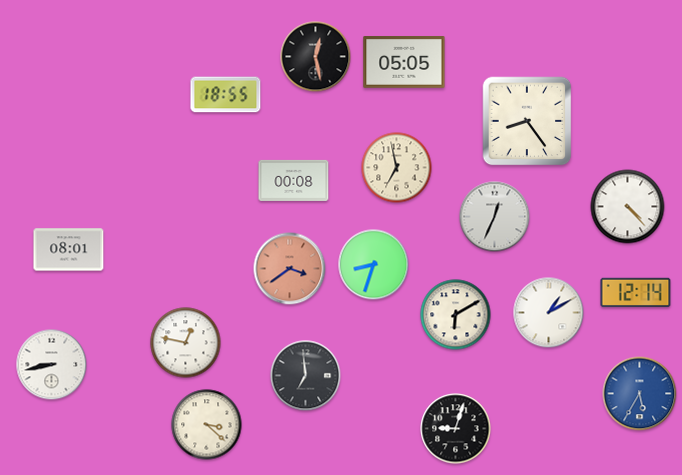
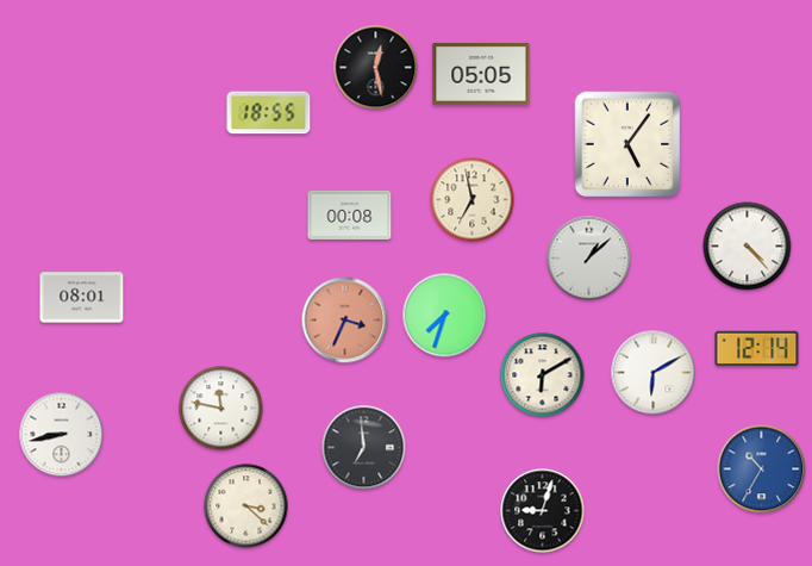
clock at (527, 121): 8:24 -> 5:06
clock at (495, 217): 12:34 -> 1:08
clock at (374, 265): 8:33 -> 7:33
clock at (290, 269): 3:39 -> 3:34
clock at (549, 313): 1:10 -> 6:10
clock at (186, 343): 12:47 -> 11:47
clock at (640, 394): 5:35 -> 10:35
